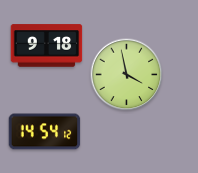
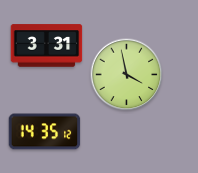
clock at (47, 46): 9:18 -> 3:31
clock at (45, 132): 14:54 -> 14:35
